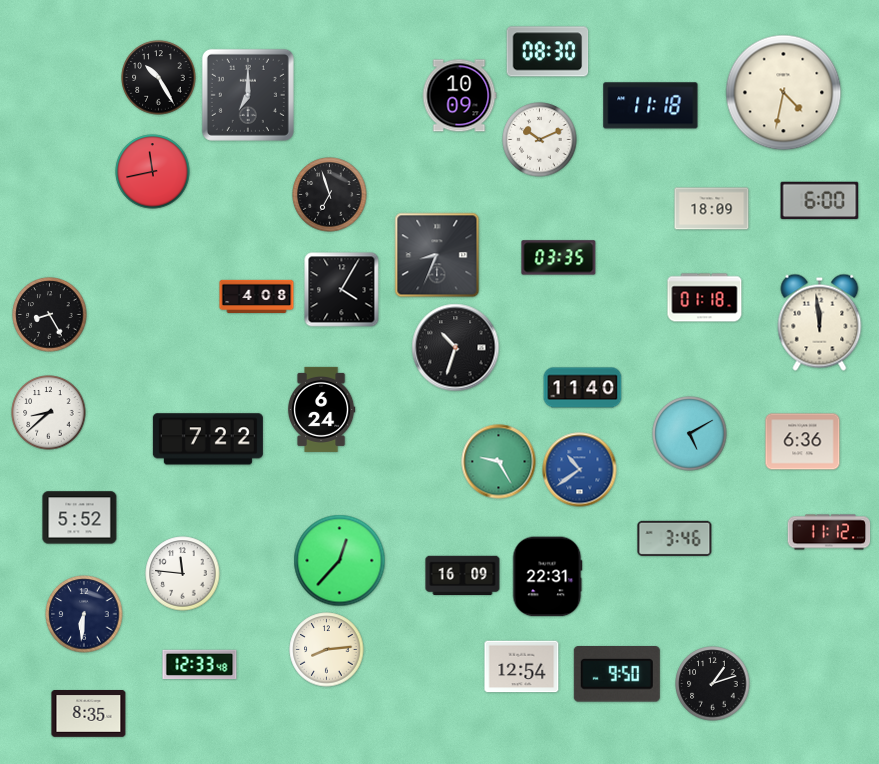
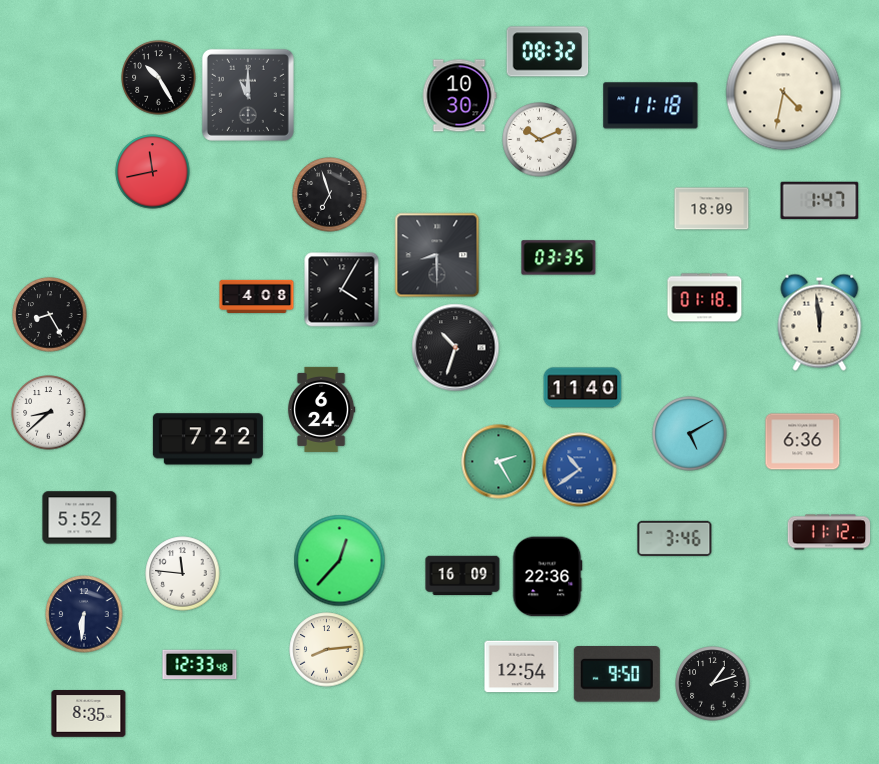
clock at (548, 52): 08:30 -> 08:32
clock at (248, 95): 7:00 -> 11:00
clock at (459, 96): 10:09 -> 10:30
clock at (820, 201): 6:00 -> 1:47
clock at (437, 255): 8:34 -> 8:30
clock at (499, 462): 9:25 -> 2:25
clock at (547, 577): 22:31 -> 22:36
